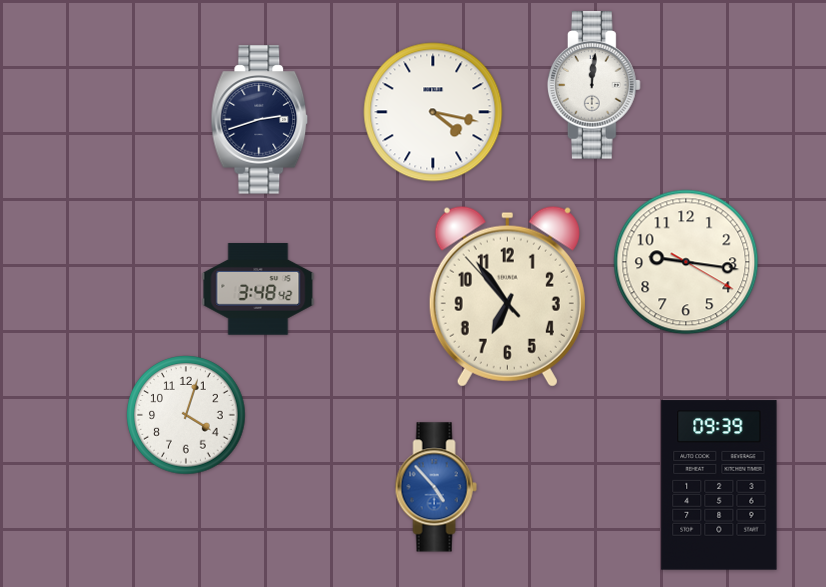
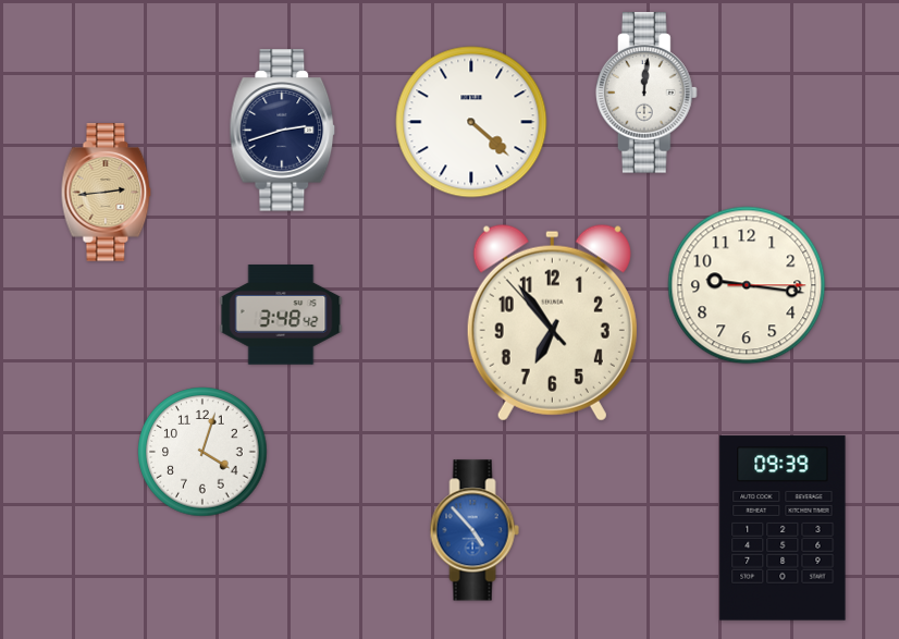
clock at (433, 112): 4:17 -> 4:22
clock at (107, 193): none -> 2:44
clock at (686, 262): 9:16:20 -> 9:16:15
